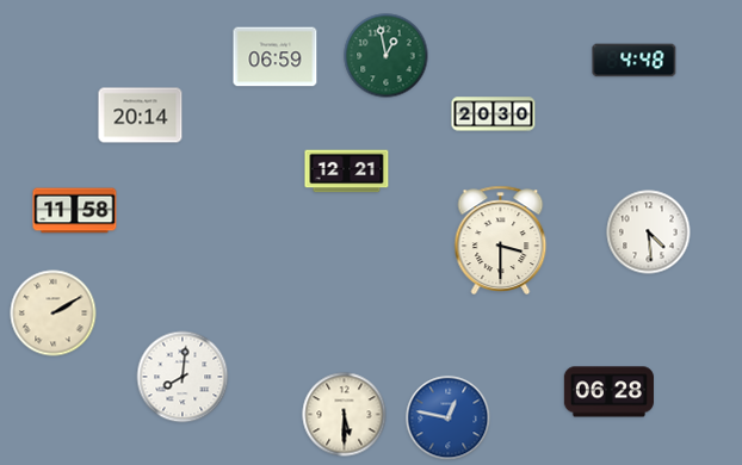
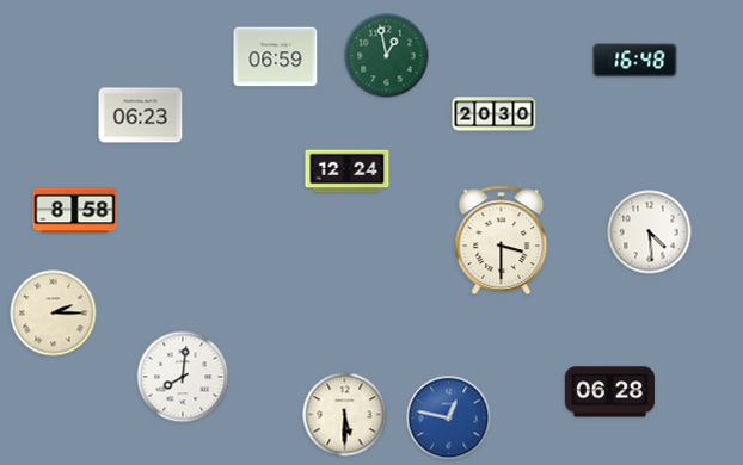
clock at (635, 61): 4:48 -> 16:48
clock at (141, 116): 20:14 -> 06:23
clock at (347, 172): 12:21 -> 12:24
clock at (75, 211): 11:58 -> 8:58
clock at (54, 314): 2:10 -> 2:15
